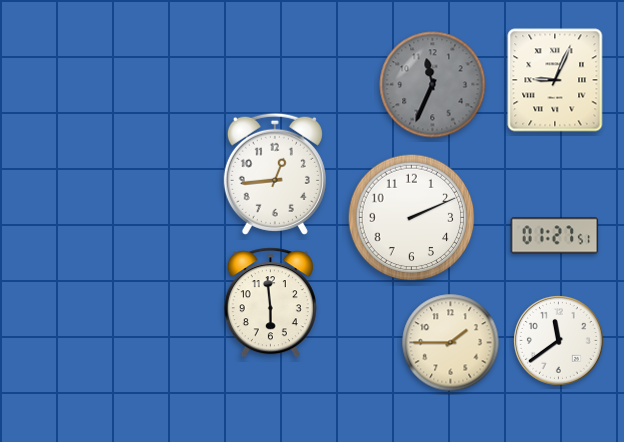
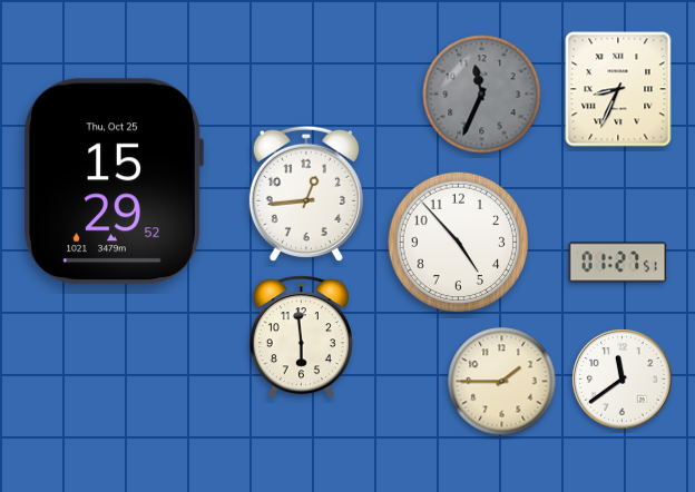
clock at (555, 80): 9:04 -> 8:34
clock at (114, 181): none -> 15:29
clock at (412, 218): 2:11 -> 4:53
